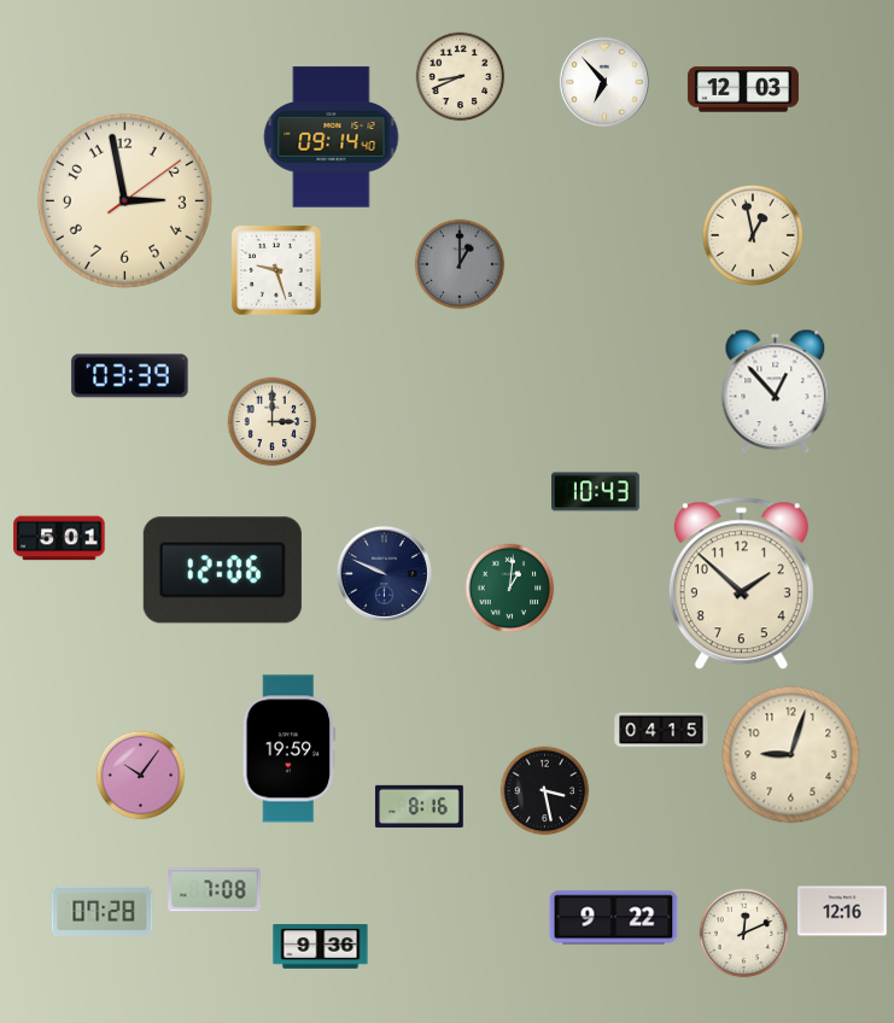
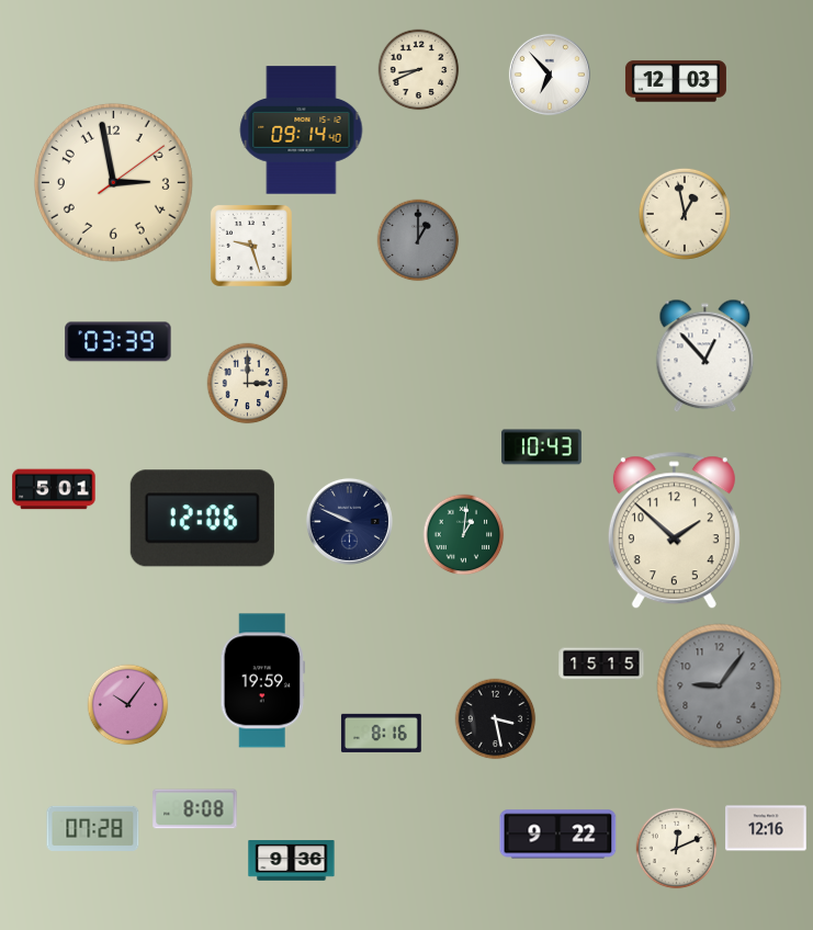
clock at (332, 138) position: (332, 138) -> (302, 131)
clock at (661, 730): 04:15 -> 15:15
clock at (791, 755): 9:03 -> 9:06
clock at (791, 755) dial: cream -> grey
clock at (215, 890): 7:08 -> 8:08
